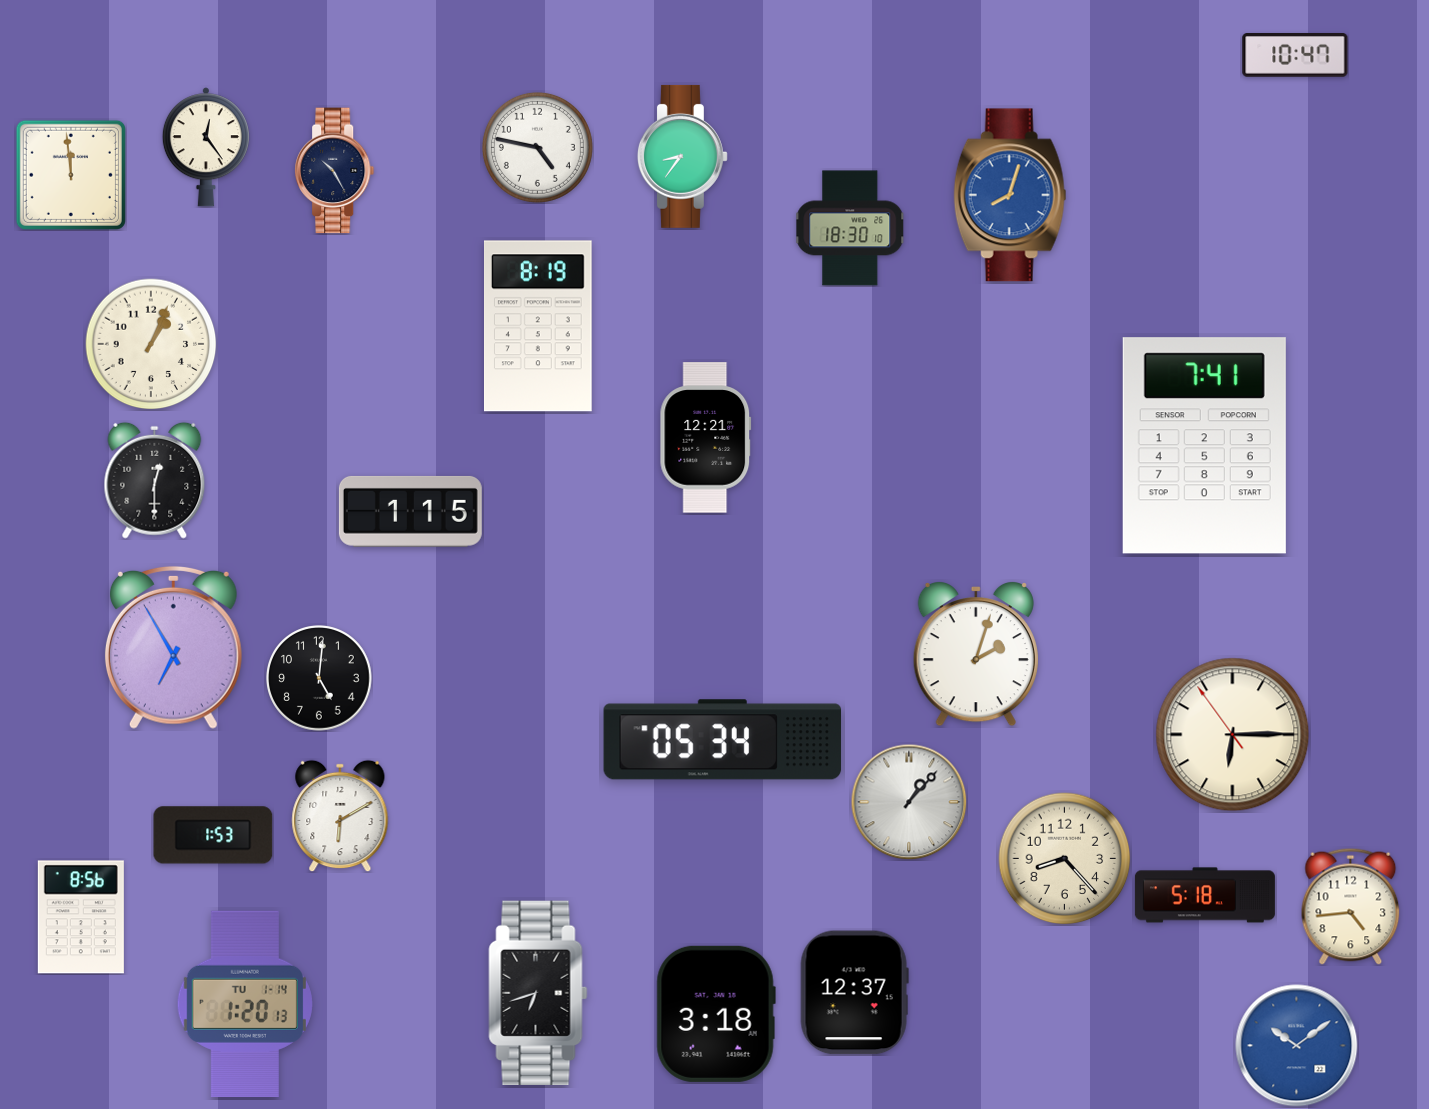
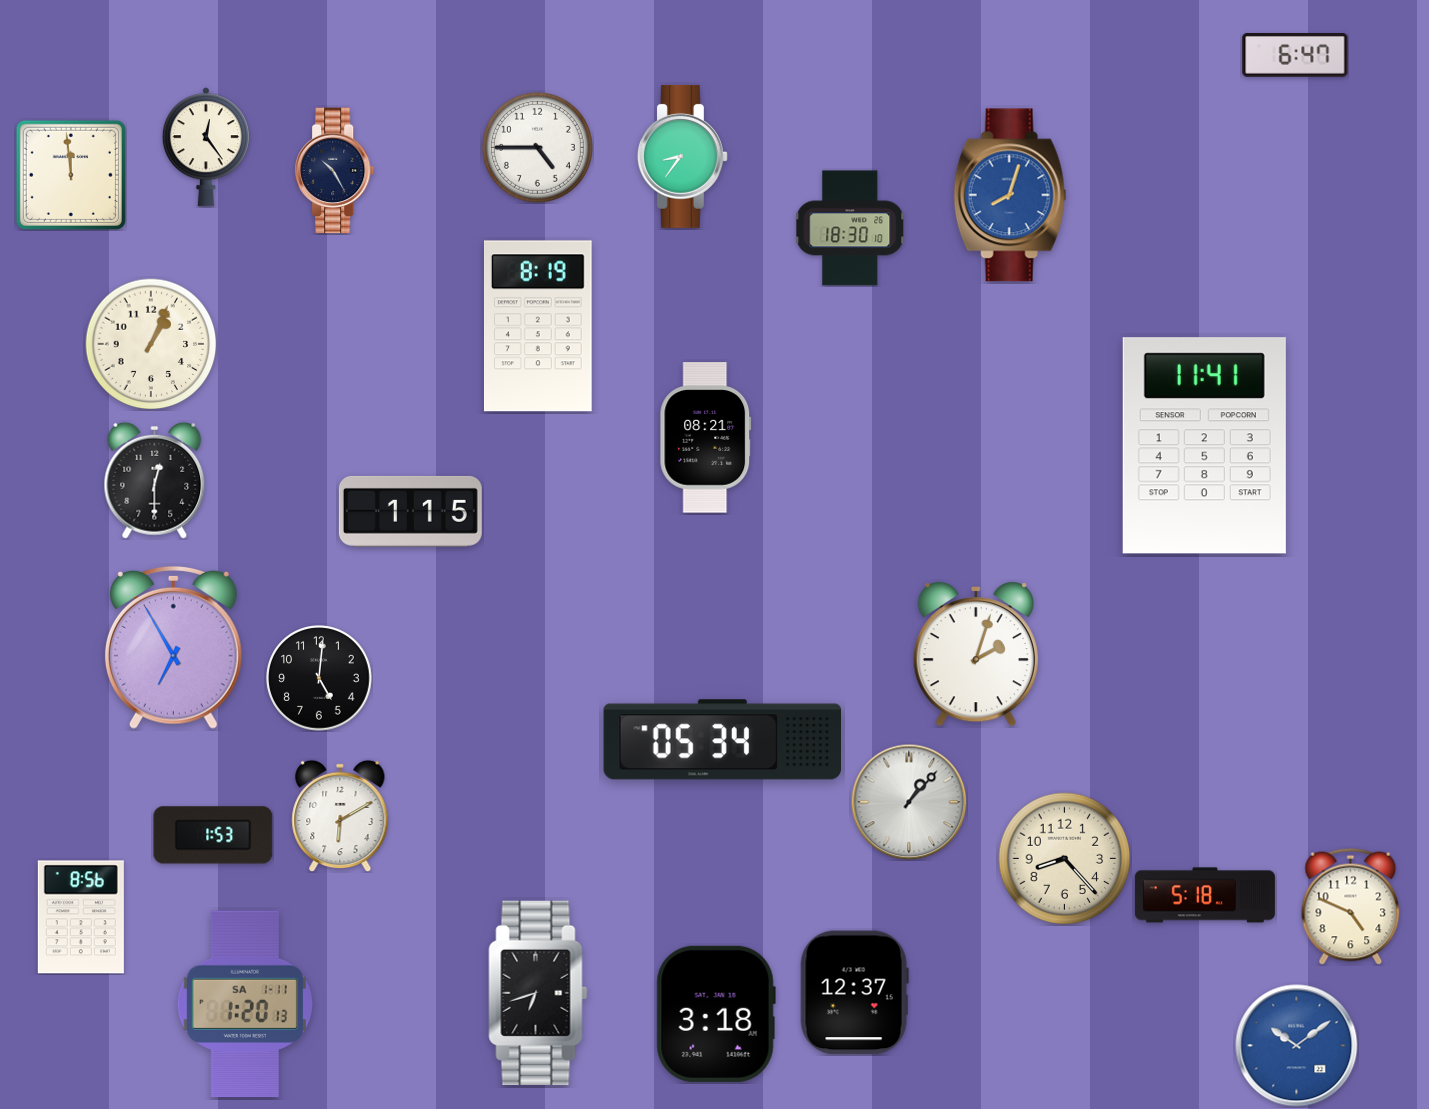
clock at (1295, 56): 10:47 -> 6:47
clock at (537, 147): 4:47 -> 4:45
clock at (706, 438): 12:21 -> 08:21
clock at (1204, 446): 7:41 -> 11:41
clock at (1233, 735): 6:14 -> none
clock at (1351, 906): 4:44 -> 4:49
clock at (245, 1004) date: TU 1-14 -> SA 1-11
